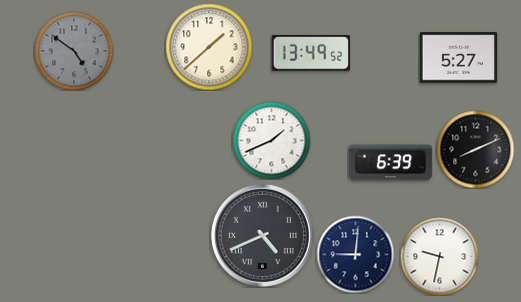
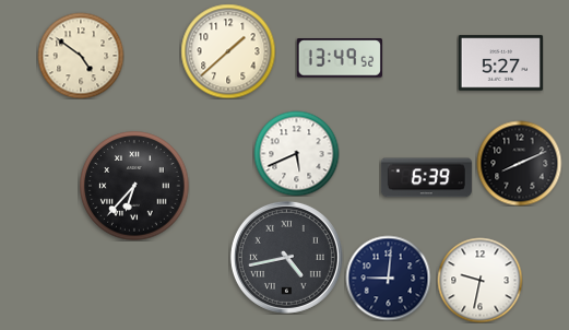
clock at (74, 51) dial: grey -> cream
clock at (271, 140): 1:41 -> 5:41
clock at (134, 186): none -> 6:37
clock at (262, 235): 4:41 -> 4:43
